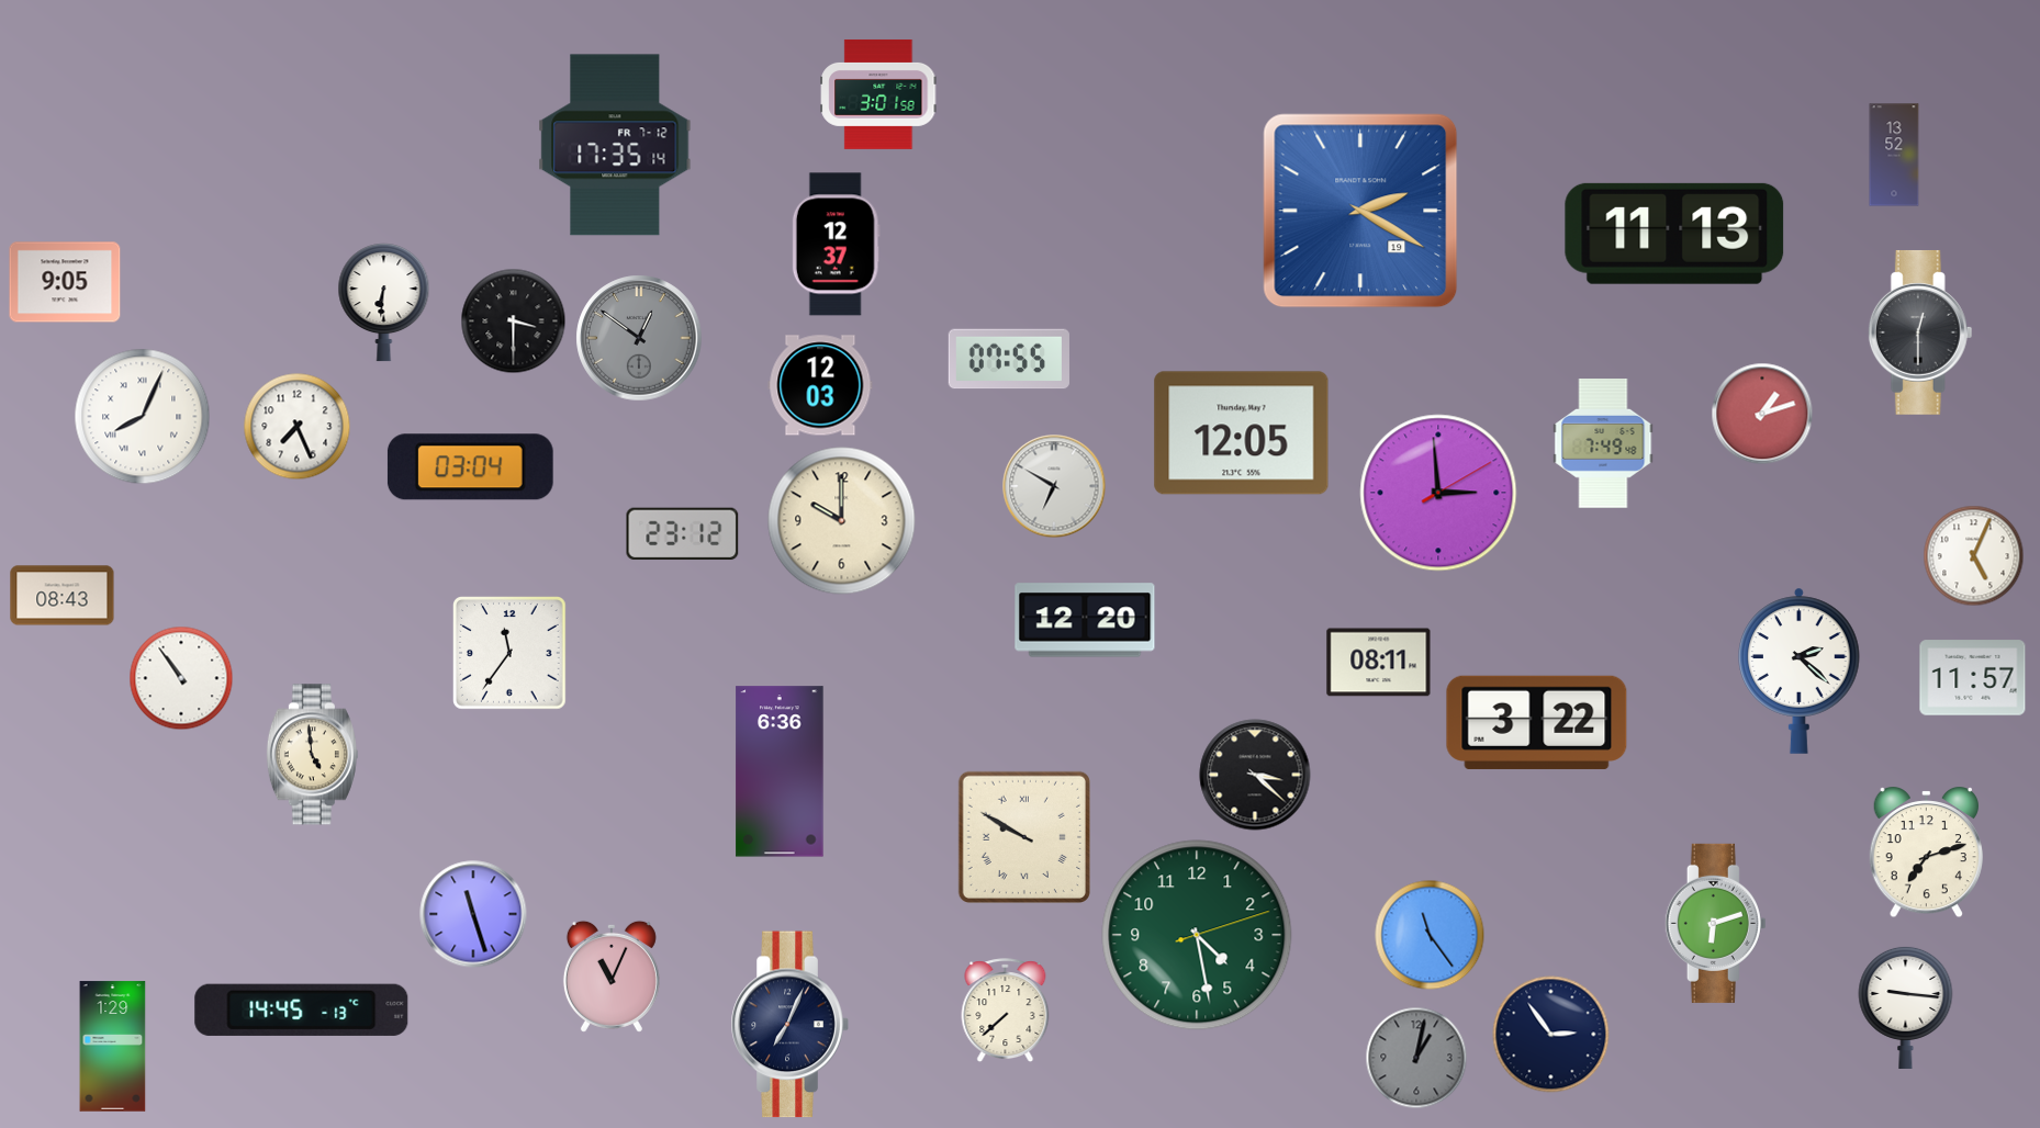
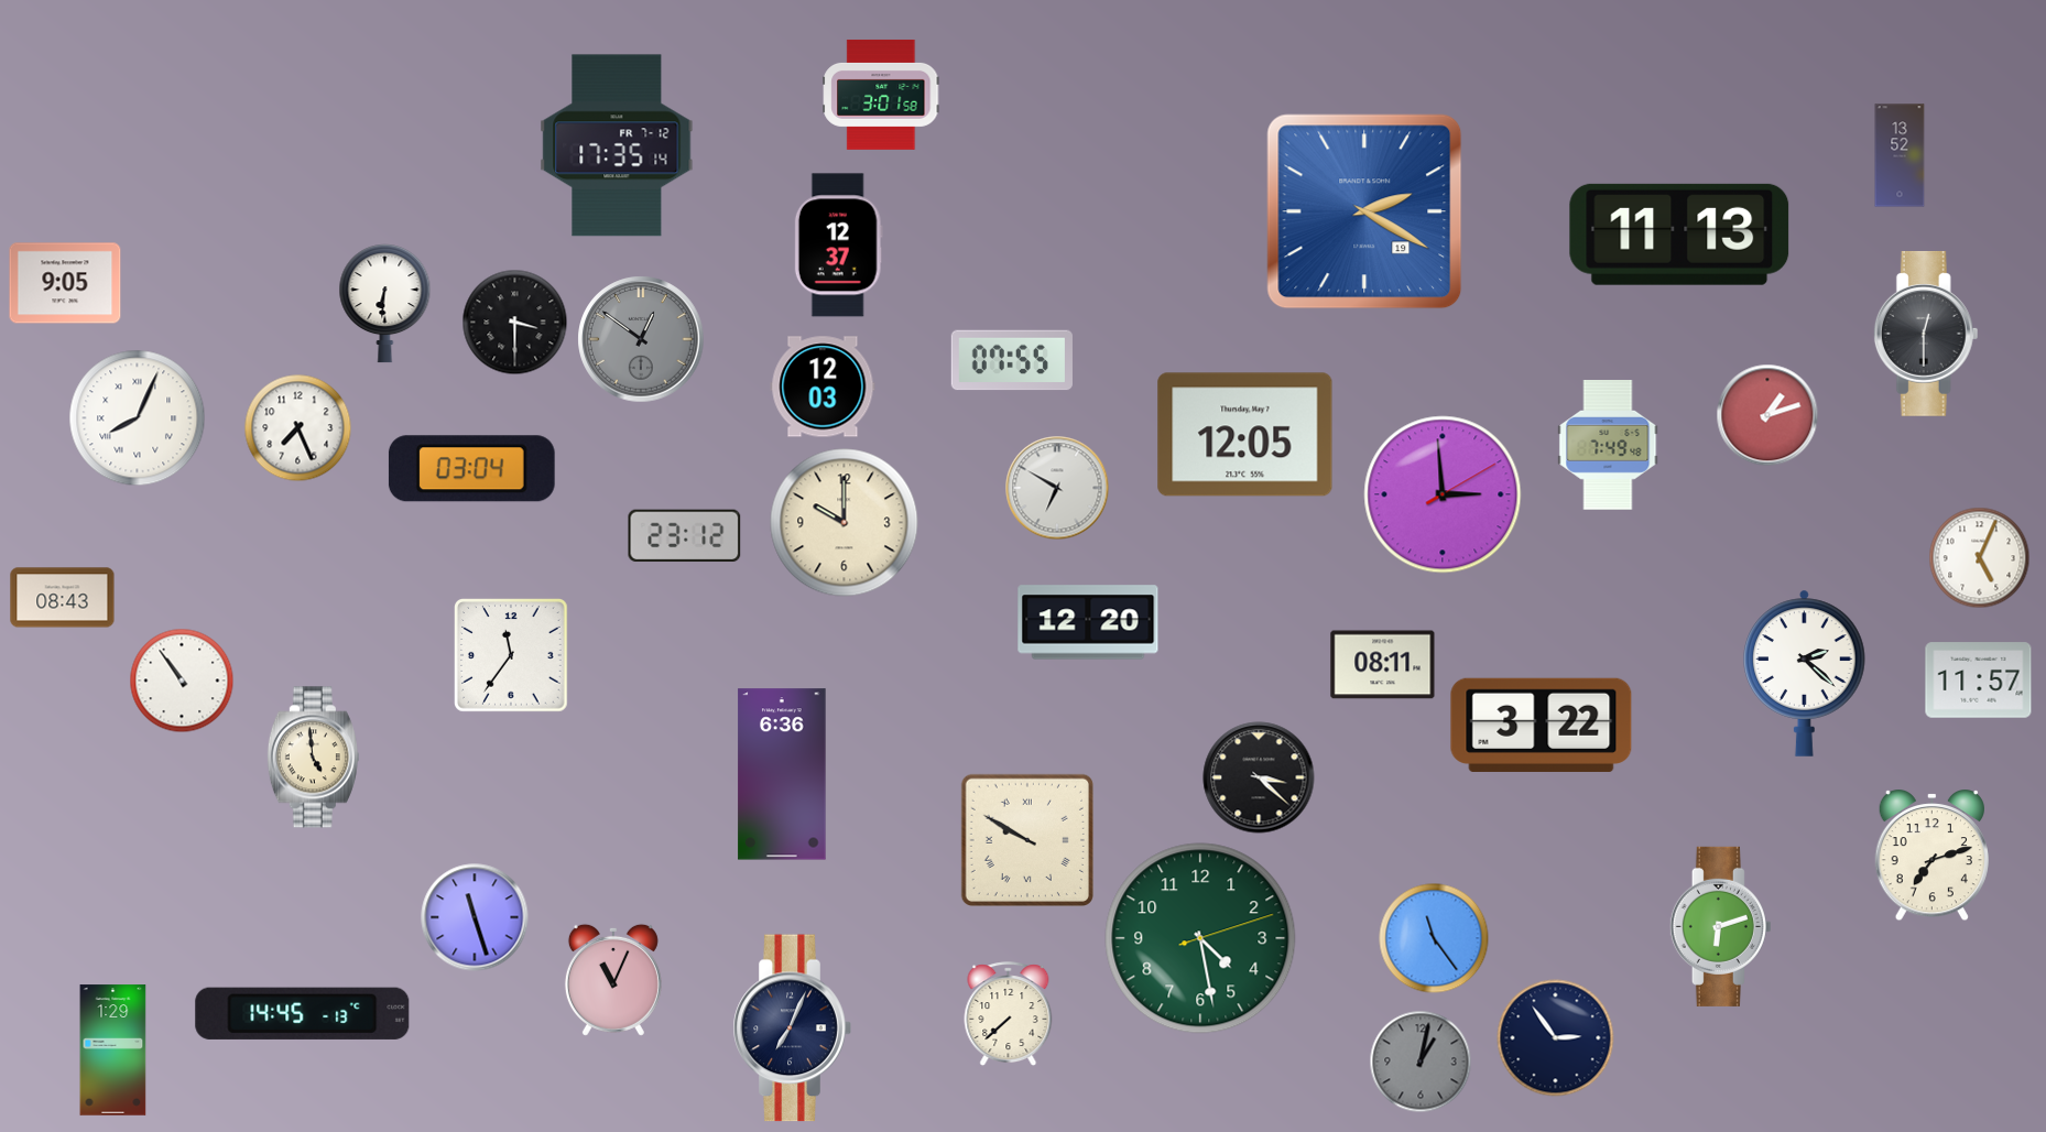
clock at (143, 417) position: (143, 417) -> (138, 418)
clock at (1906, 1007): 9:16 -> none
